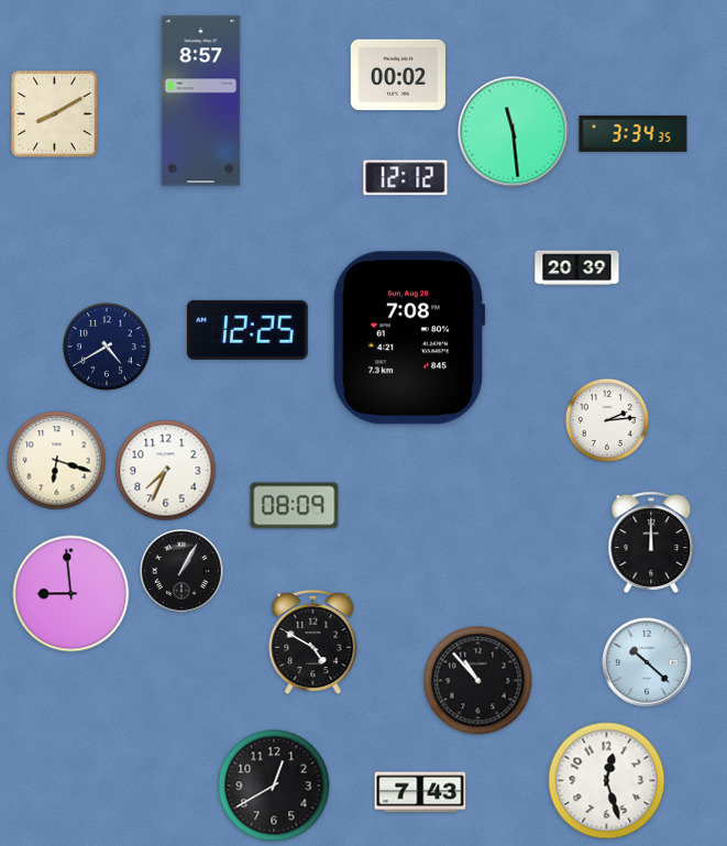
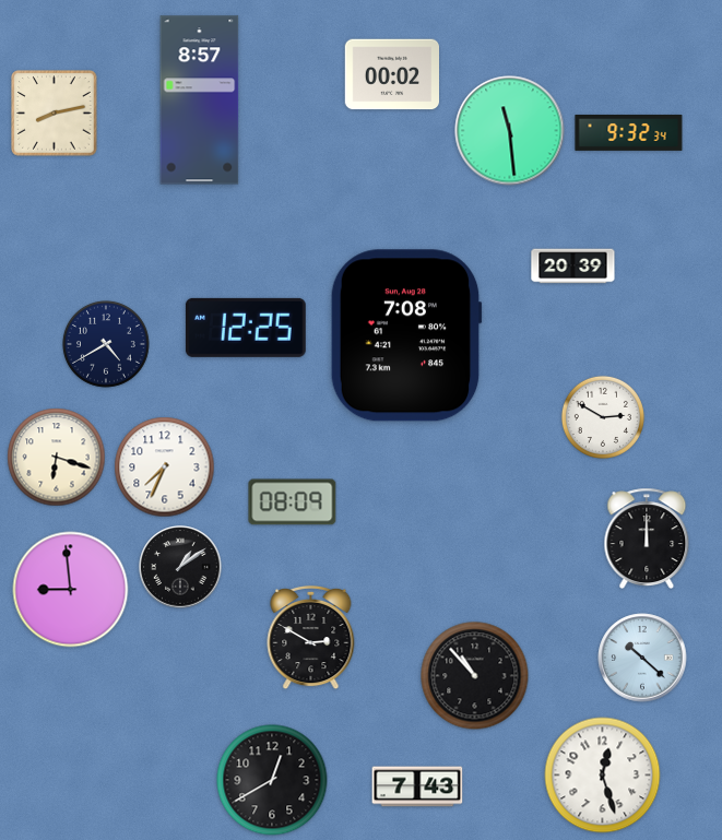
clock at (397, 75) position: (397, 75) -> (391, 74)
clock at (55, 114): 8:10 -> 8:13
clock at (634, 133): 3:34 -> 9:32
clock at (406, 178): 12:12 -> none
clock at (607, 420): 2:14 -> 2:50
clock at (181, 571): 1:05 -> 1:09
clock at (313, 642): 4:50 -> 2:50
